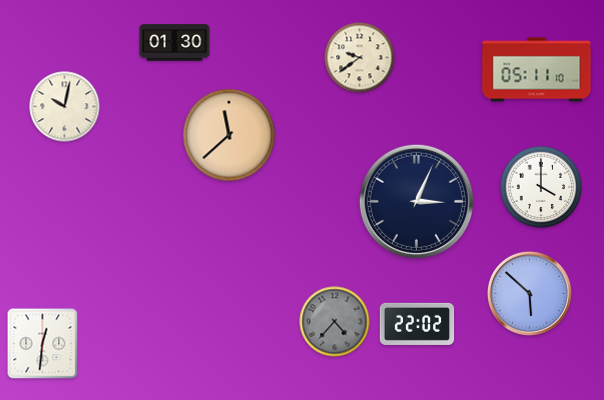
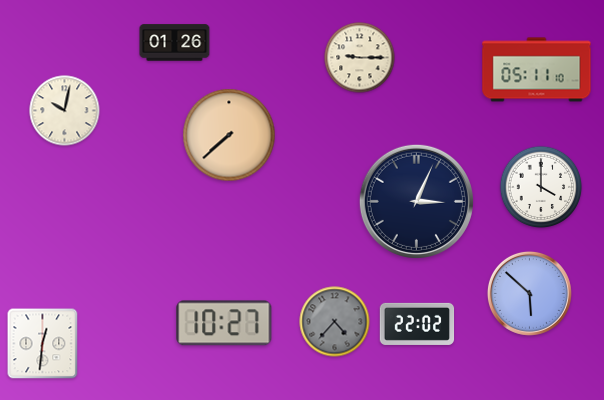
clock at (175, 43): 01:30 -> 01:26
clock at (360, 58): 9:39 -> 9:15
clock at (65, 107) position: (65, 107) -> (65, 111)
clock at (229, 135): 11:38 -> 7:38
clock at (224, 323): none -> 10:27
